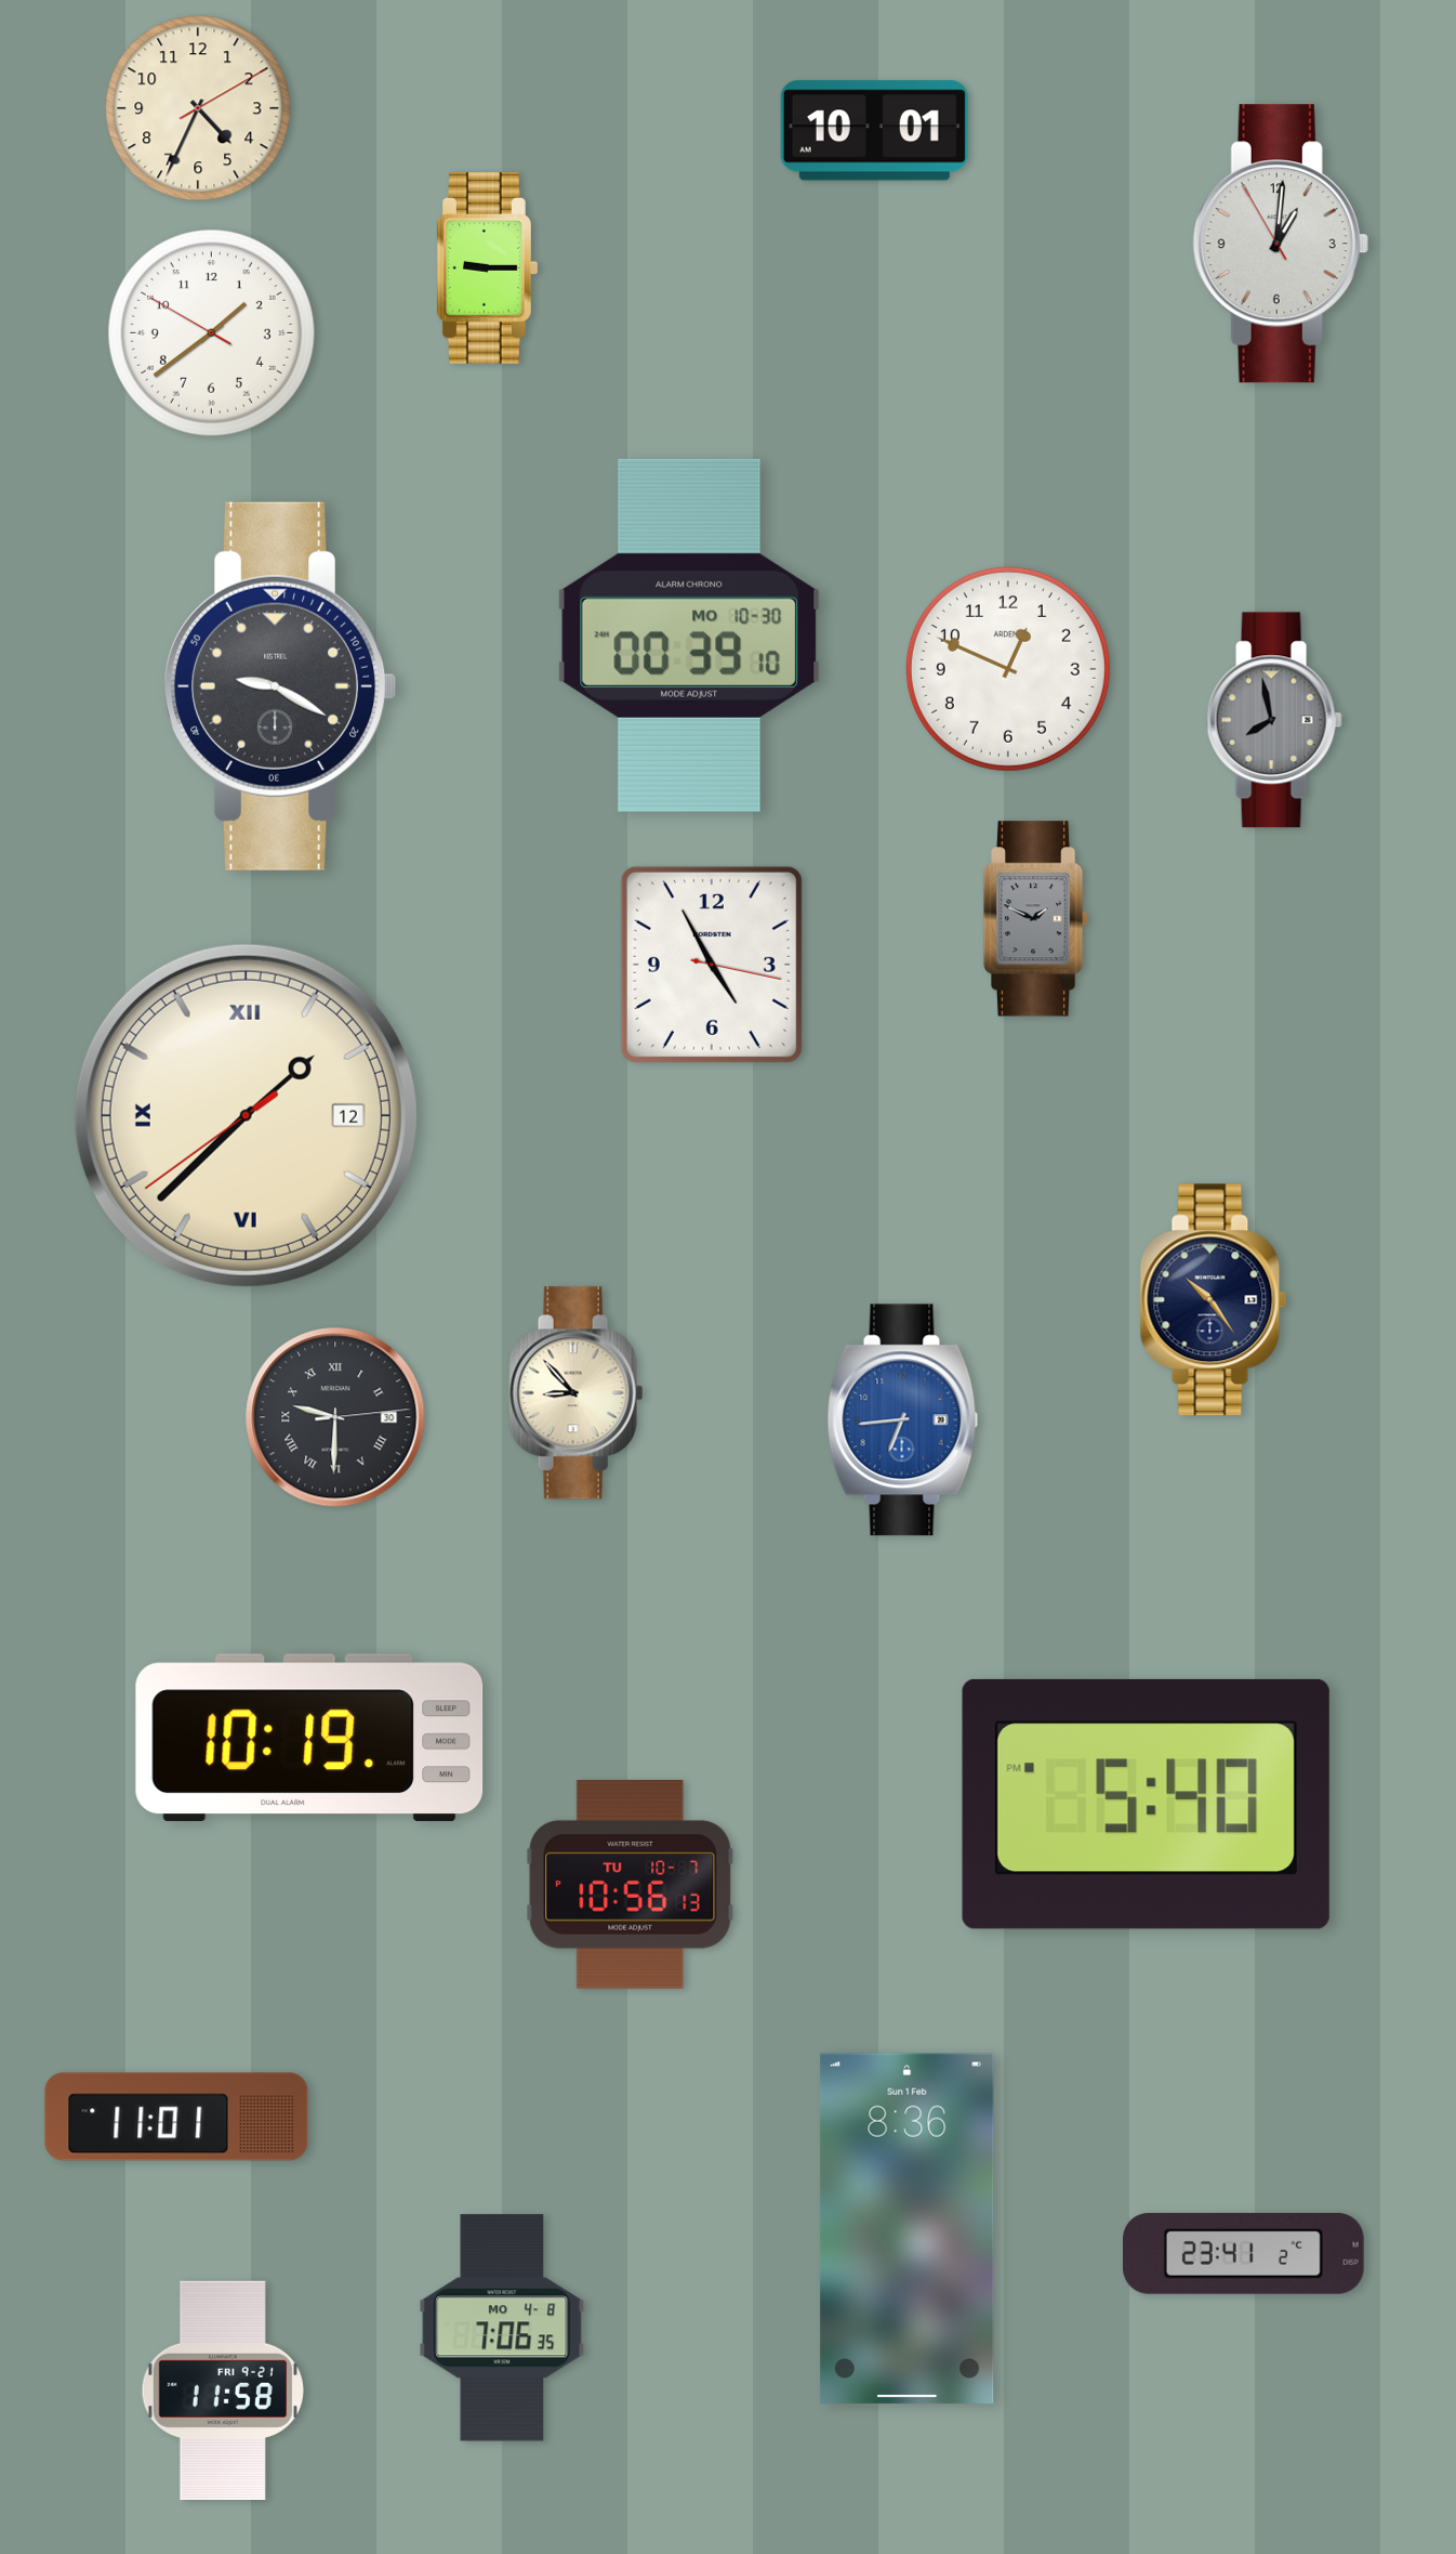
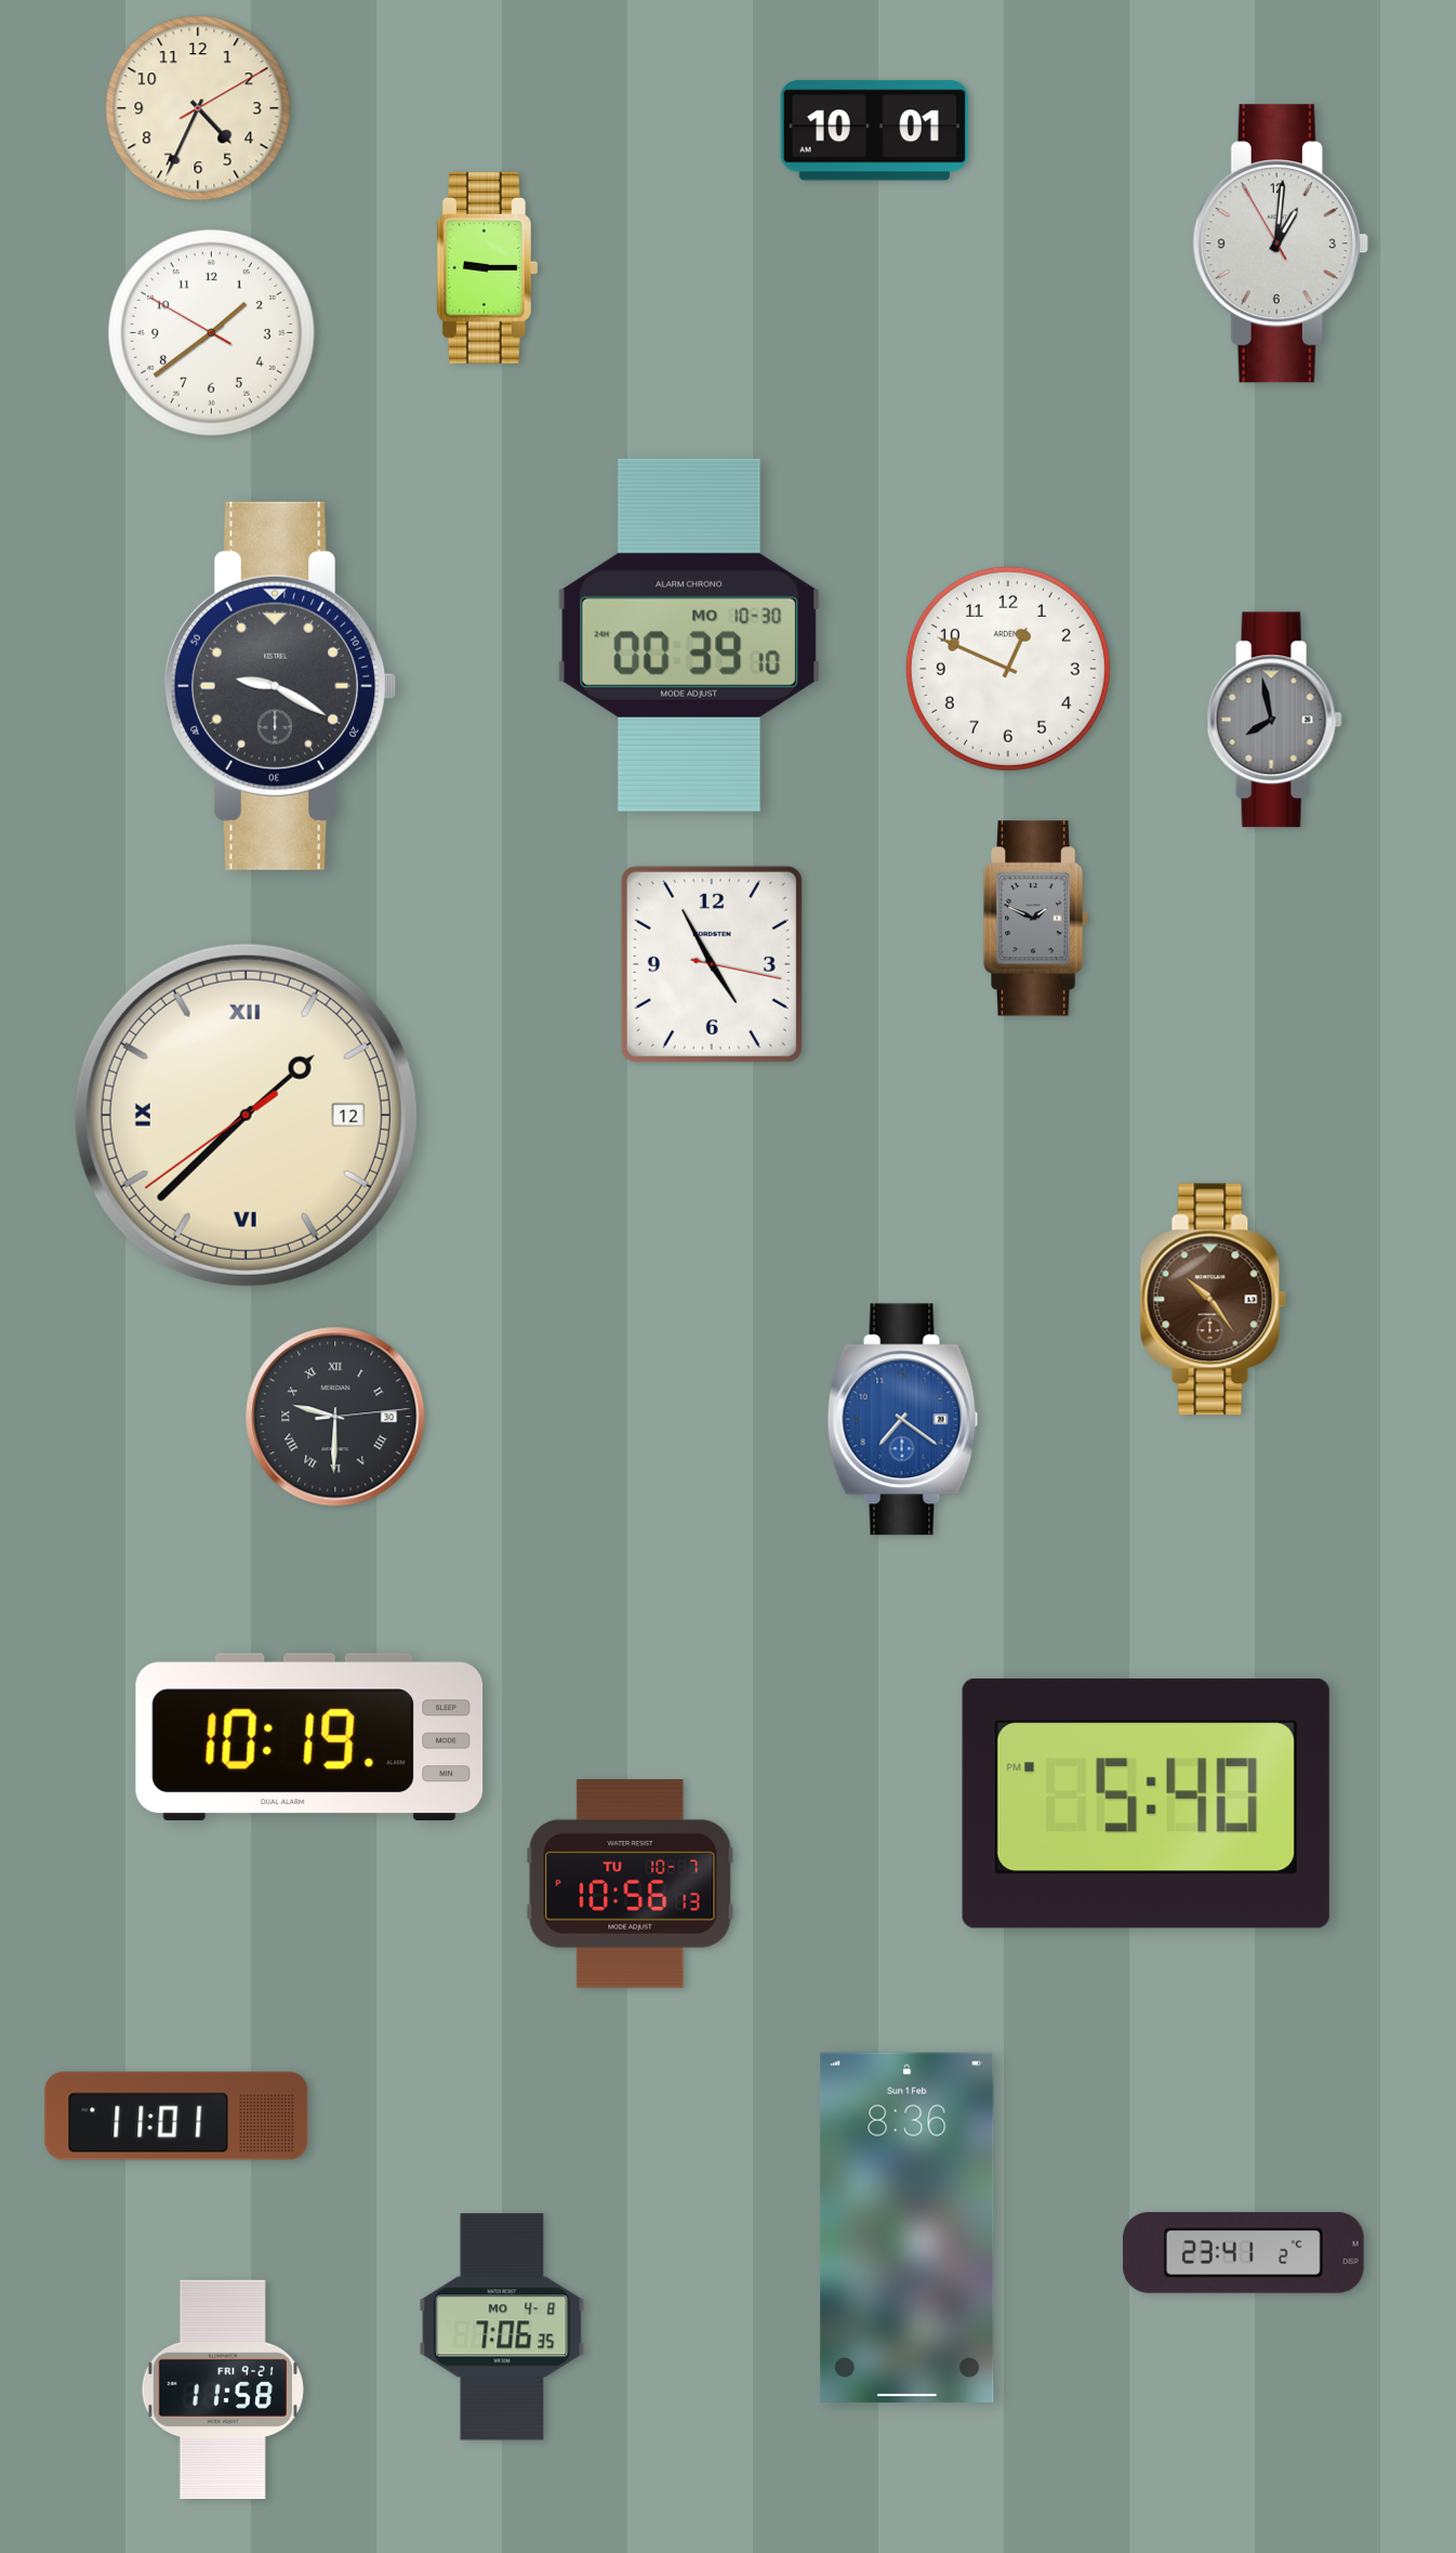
clock at (1214, 1300) dial: navy -> brown
clock at (577, 1393): 8:53 -> none
clock at (903, 1420): 6:44 -> 7:21
